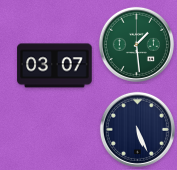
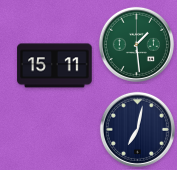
clock at (55, 66): 03:07 -> 15:11
clock at (137, 129): 5:26 -> 7:02
